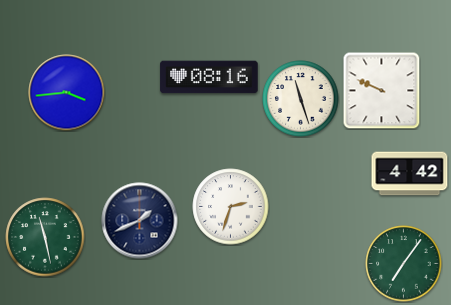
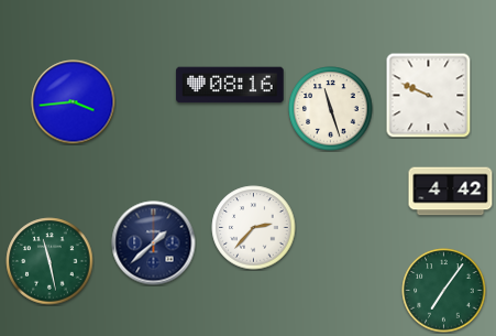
clock at (381, 90) position: (381, 90) -> (428, 95)
clock at (231, 207): 2:33 -> 2:37
clock at (140, 221): 1:41 -> 1:38
